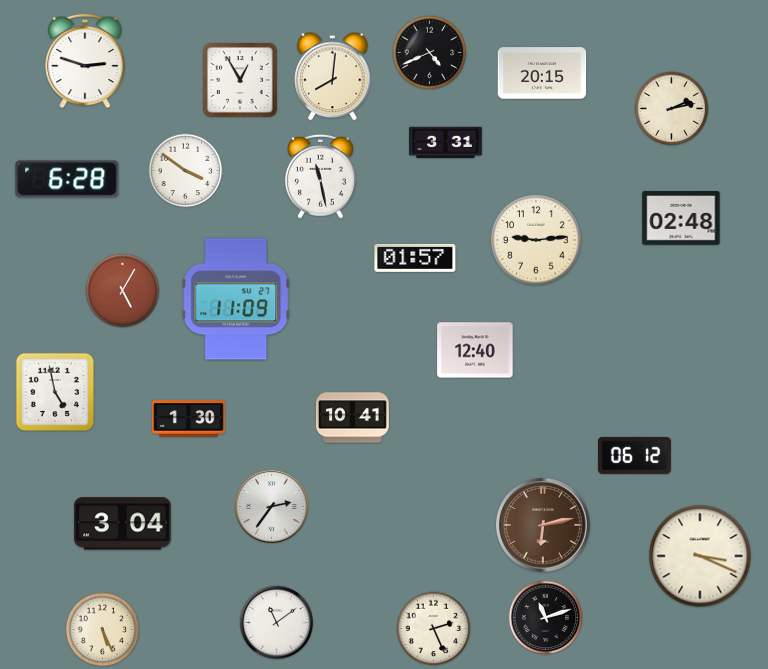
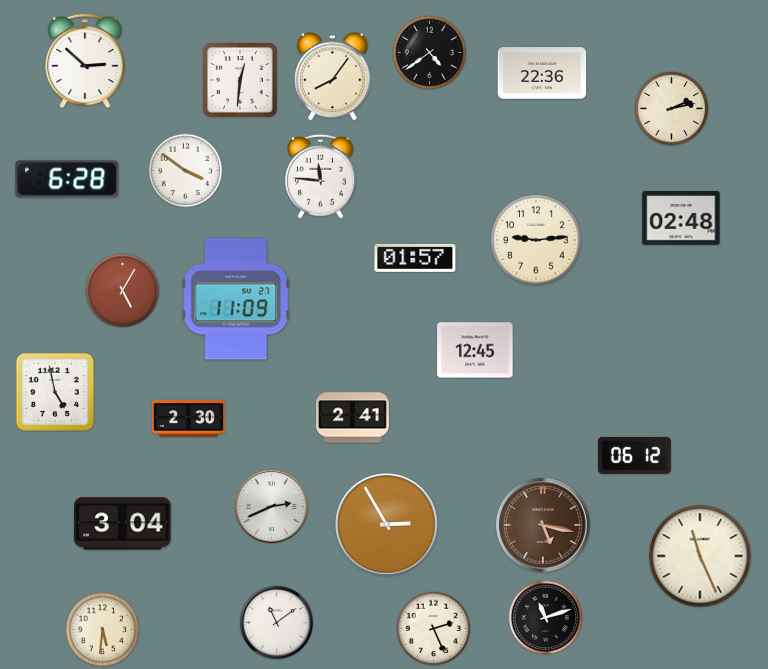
clock at (430, 53): 4:41 -> 4:39
clock at (85, 61): 2:48 -> 2:52
clock at (542, 73): 20:15 -> 22:36
clock at (333, 77): 8:01 -> 8:06
clock at (240, 80): 12:55 -> 12:31
clock at (446, 143): 3:31 -> none
clock at (321, 176): 11:28 -> 11:46
clock at (475, 350): 12:40 -> 12:45
clock at (353, 418): 10:41 -> 2:41
clock at (189, 419): 1:30 -> 2:30
clock at (271, 506): 2:36 -> 2:41
clock at (387, 525): none -> 2:55
clock at (544, 526): 6:13 -> 5:17
clock at (700, 556): 3:19 -> 11:26
clock at (103, 630): 5:26 -> 5:31
